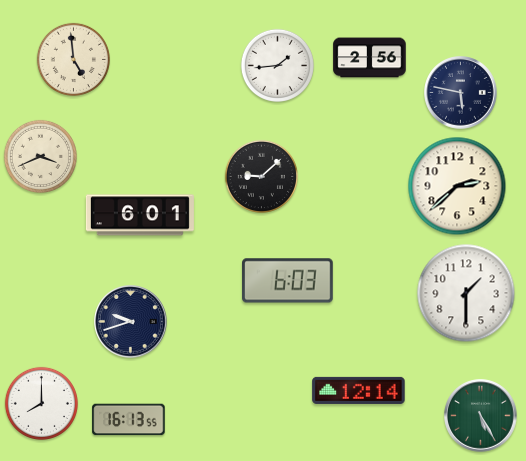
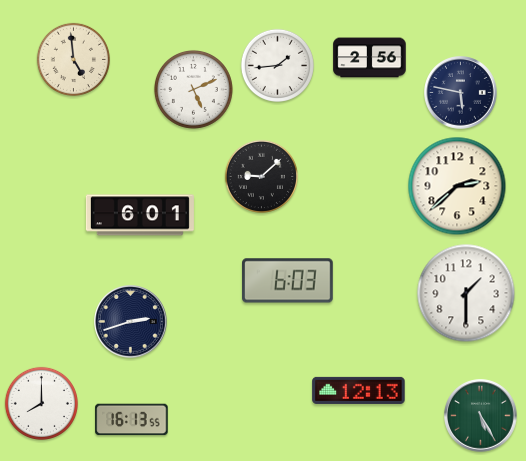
clock at (193, 89): none -> 5:11
clock at (40, 156): 3:41 -> none
clock at (131, 322): 9:42 -> 2:42
clock at (359, 390): 12:14 -> 12:13
clock at (129, 420) position: (129, 420) -> (132, 420)
